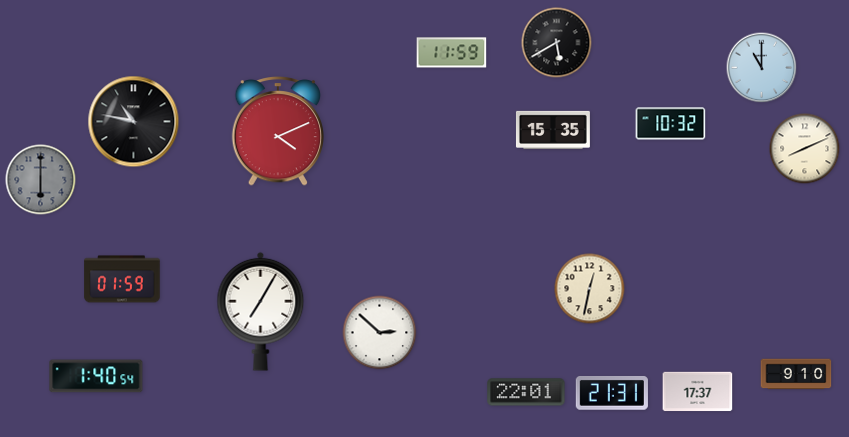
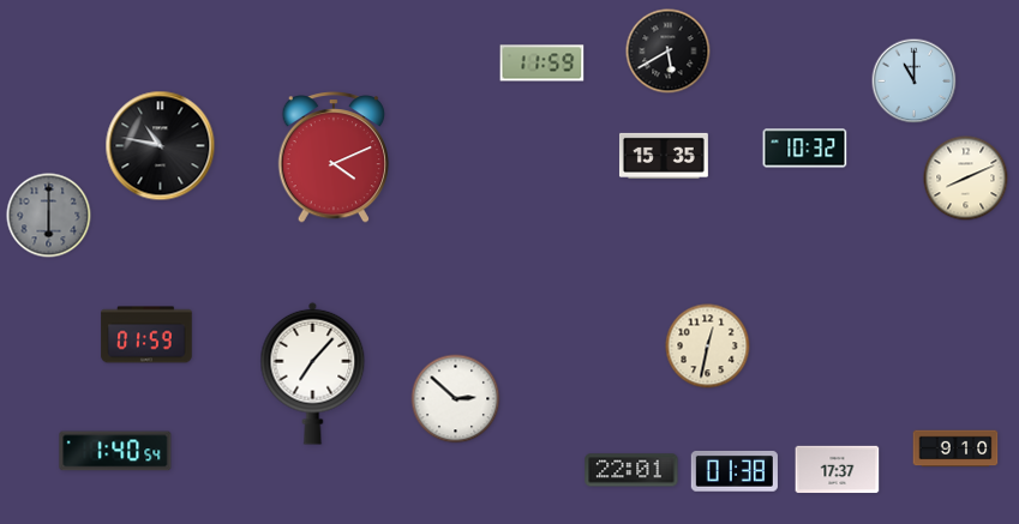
clock at (261, 311): 7:05 -> 7:07
clock at (612, 393): 21:31 -> 01:38
